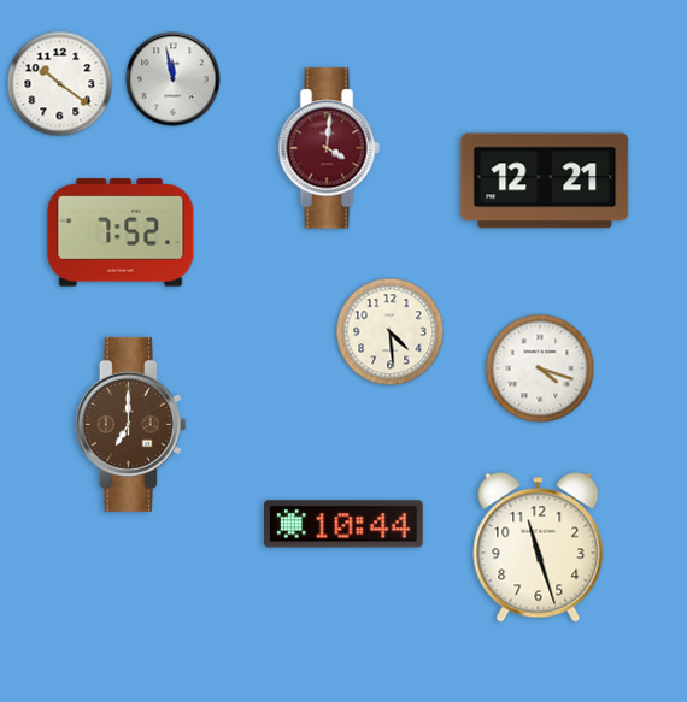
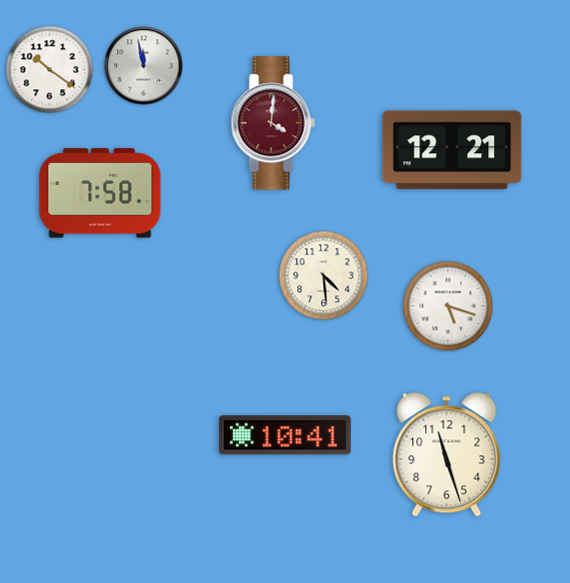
clock at (121, 232): 7:52 -> 7:58
clock at (540, 368): 4:18 -> 5:18
clock at (130, 424): 7:00 -> none
clock at (345, 524): 10:44 -> 10:41
